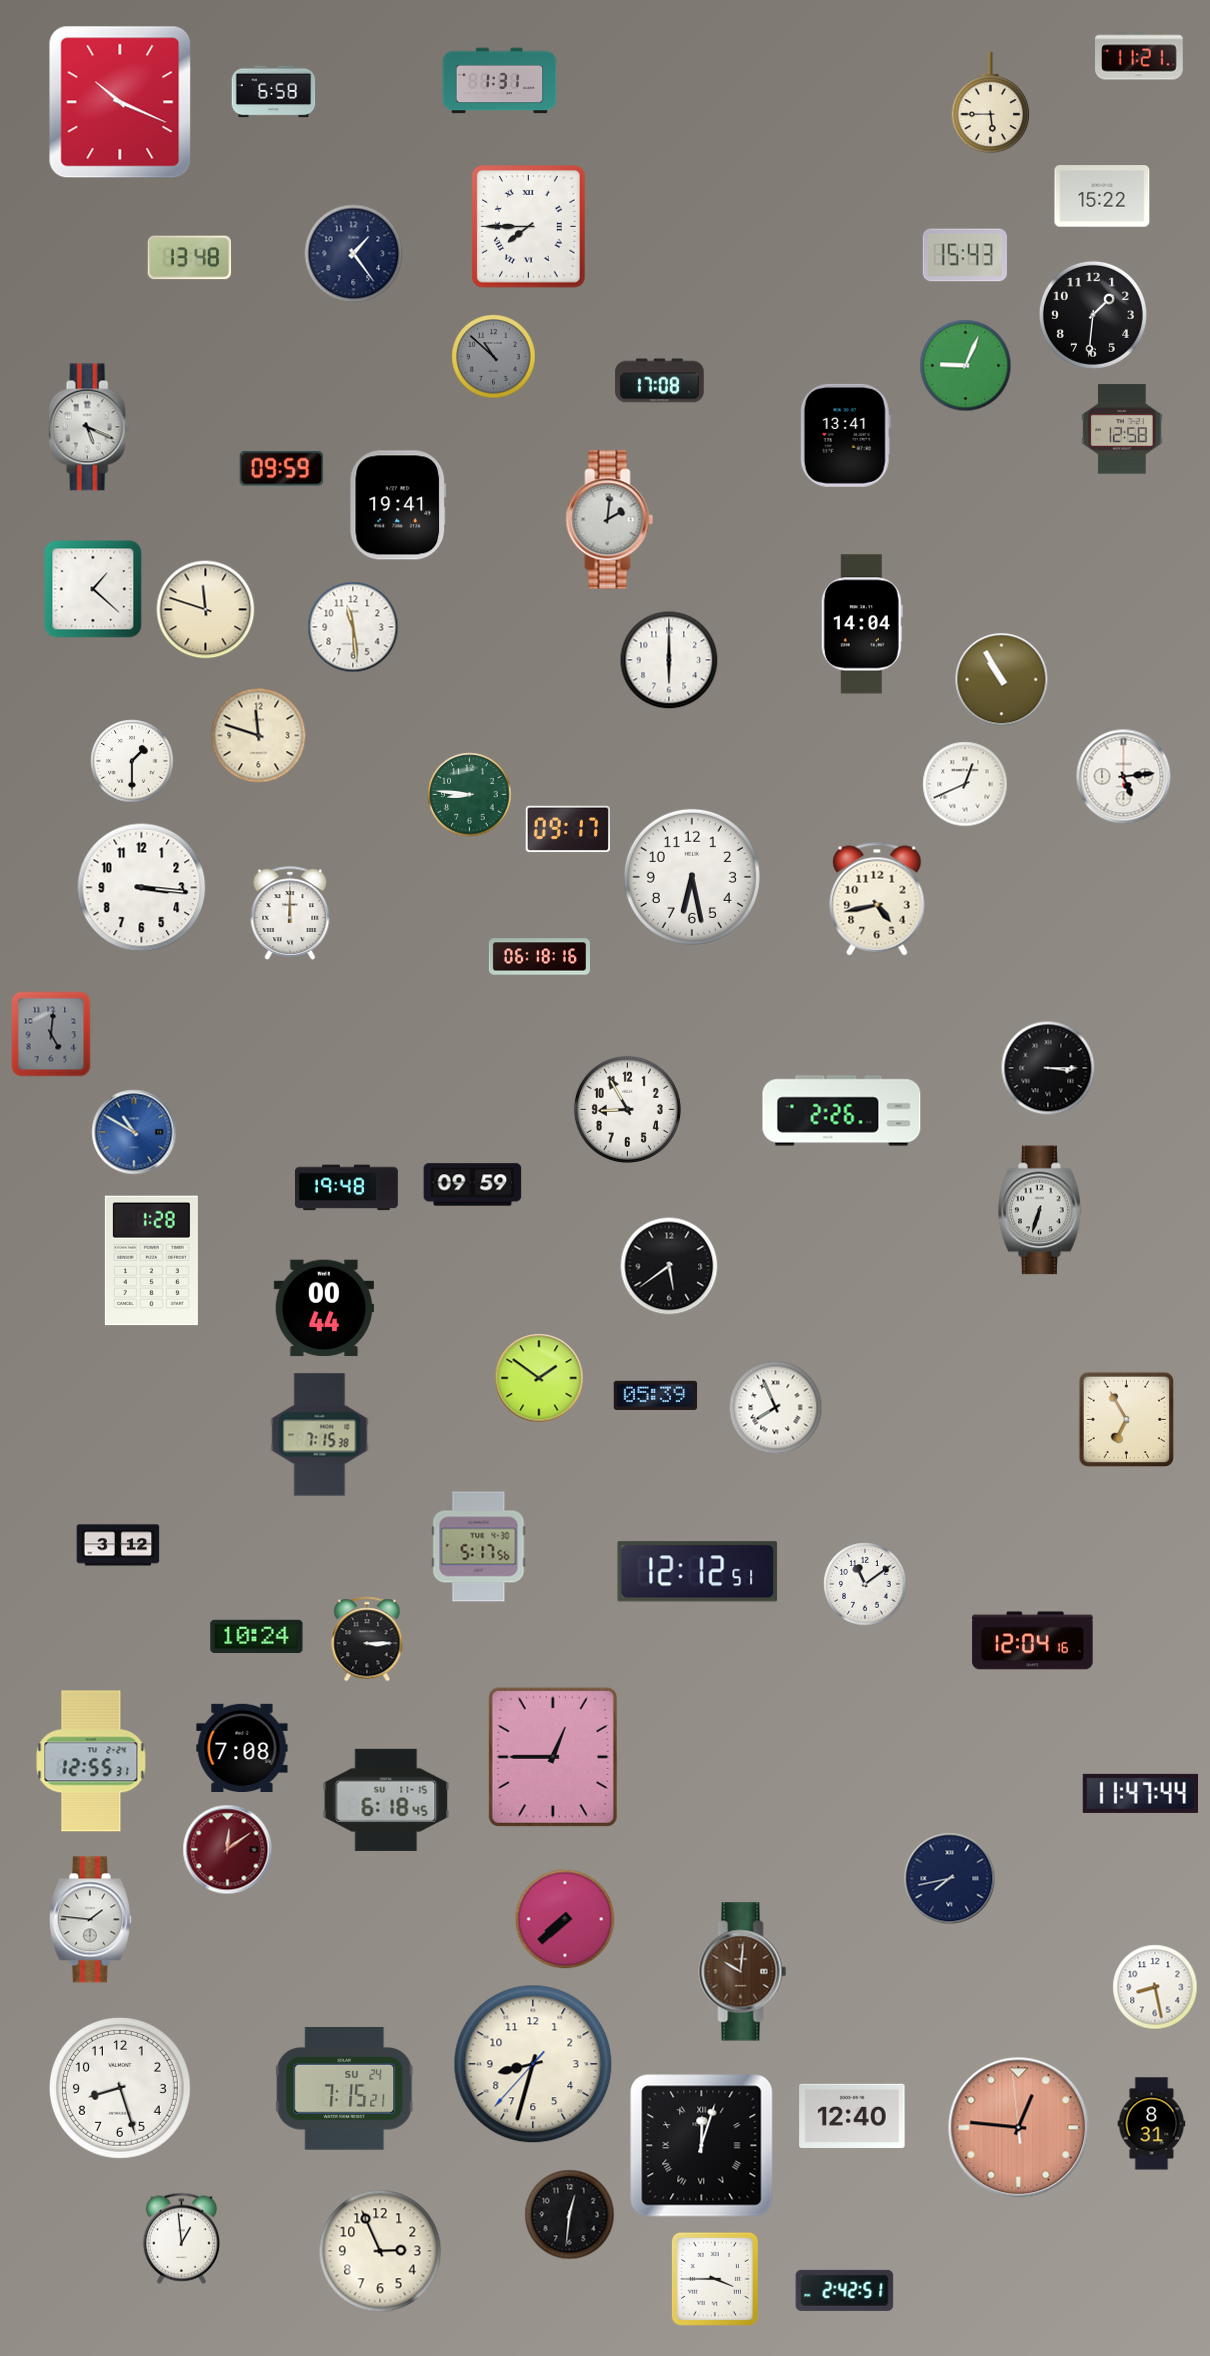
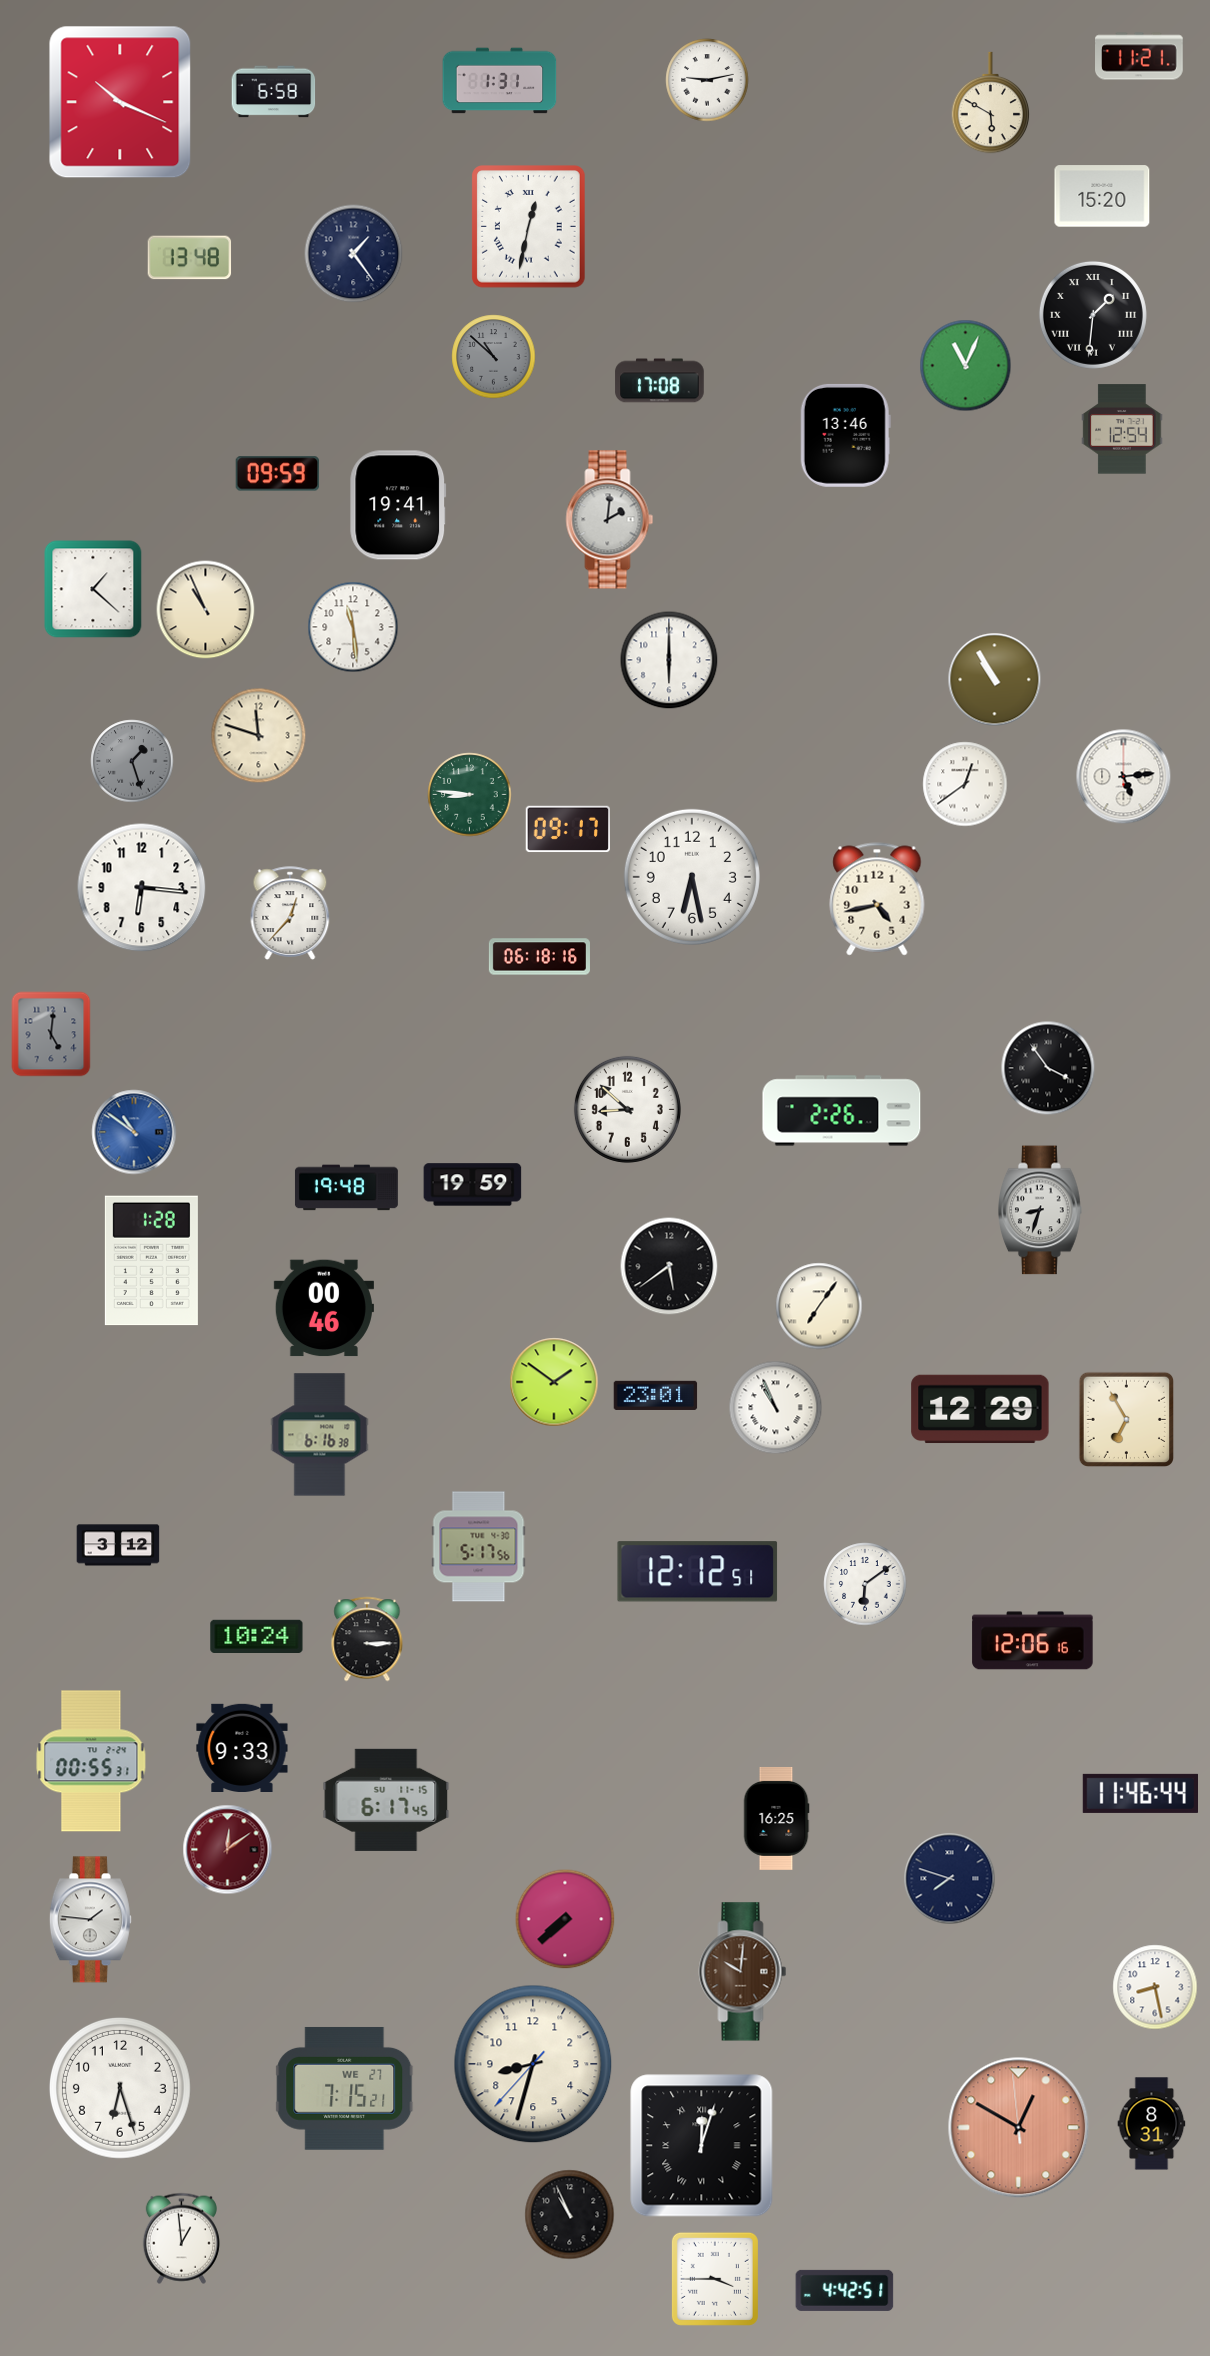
clock at (707, 80): none -> 9:13
clock at (991, 103): 5:45 -> 5:50
clock at (1102, 196): 15:22 -> 15:20
clock at (529, 227): 7:45 -> 12:32
clock at (964, 255): 15:43 -> none
clock at (1093, 315) numerals: Arabic -> Roman
clock at (966, 366): 9:04 -> 11:04
clock at (89, 427): 5:19 -> none
clock at (1122, 429): 12:58 -> 12:54
clock at (845, 435): 13:41 -> 13:46
clock at (282, 469) position: (282, 469) -> (278, 474)
clock at (206, 610): 11:48 -> 10:56
clock at (862, 624): 14:04 -> none
clock at (1002, 680) position: (1002, 680) -> (995, 680)
clock at (132, 761): 1:30 -> 1:27
clock at (132, 761) dial: white -> grey
clock at (965, 784): 12:41 -> 12:39
clock at (142, 888): 3:16 -> 6:16
clock at (290, 913): 12:00 -> 12:37
clock at (1048, 1068): 3:15 -> 3:54
clock at (627, 1109): 8:55 -> 8:52
clock at (134, 1132): 10:50 -> 10:51
clock at (473, 1185): 09:59 -> 19:59
clock at (1041, 1210): 6:33 -> 8:33
clock at (819, 1306): none -> 7:06
clock at (324, 1308): 00:44 -> 00:46
clock at (539, 1378) position: (539, 1378) -> (554, 1382)
clock at (656, 1395): 05:39 -> 23:01
clock at (776, 1408): 7:56 -> 10:56
clock at (980, 1409): none -> 12:29
clock at (320, 1435): 7:15 -> 6:16
clock at (865, 1584): 11:09 -> 6:09
clock at (1033, 1641): 12:04 -> 12:06
clock at (242, 1747): 7:08 -> 9:33
clock at (553, 1757): 12:45 -> none
clock at (91, 1761): 12:55 -> 00:55
clock at (1141, 1793): 11:47 -> 11:46
clock at (386, 1800): 6:18 -> 6:17
clock at (776, 1818): none -> 16:25
clock at (950, 1879): 7:43 -> 7:48
clock at (120, 2088): 8:27 -> 6:27
clock at (345, 2088) date: SU 24 -> WE 27
clock at (852, 2116): 12:40 -> none
clock at (1019, 2128): 12:45 -> 12:49
clock at (570, 2215): 12:31 -> 10:56
clock at (380, 2251): 2:56 -> none
clock at (845, 2290): 2:42 -> 4:42
